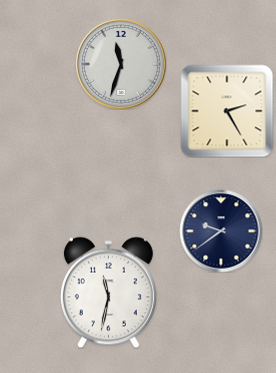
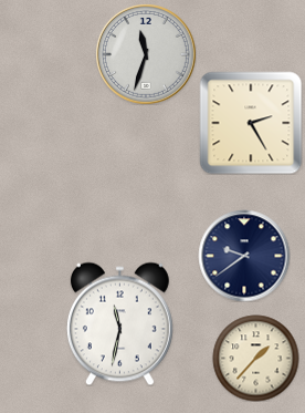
clock at (121, 64) position: (121, 64) -> (146, 54)
clock at (255, 358): none -> 1:37
